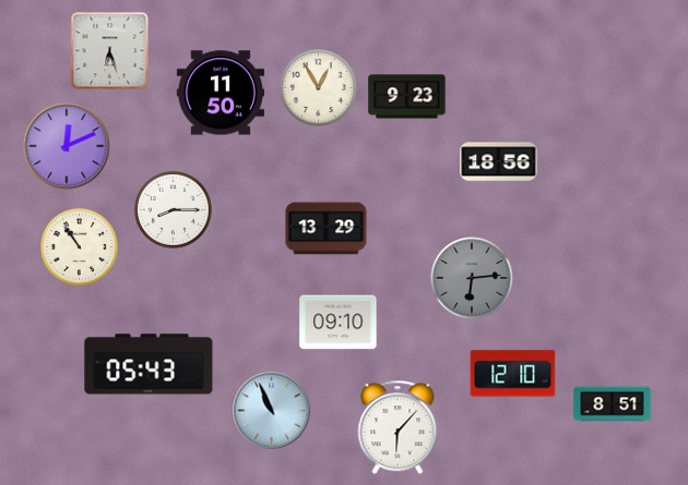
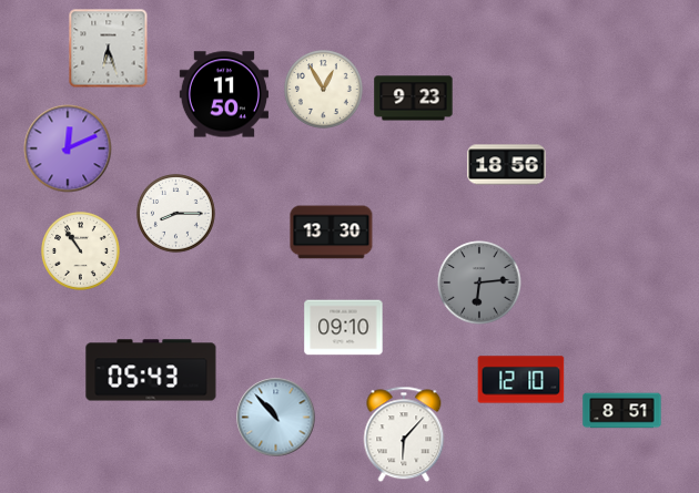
clock at (110, 51) position: (110, 51) -> (109, 49)
clock at (327, 229): 13:29 -> 13:30
clock at (272, 411): 10:56 -> 10:53
